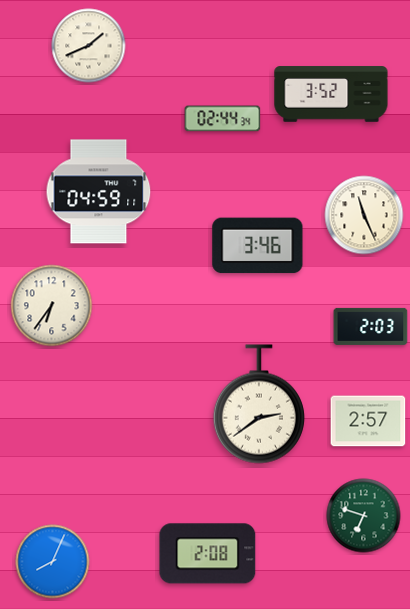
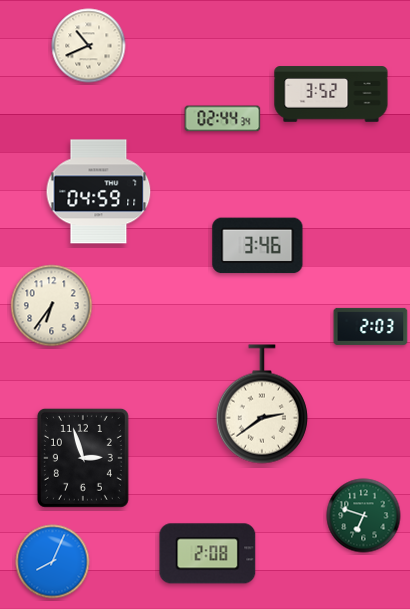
clock at (89, 46): 1:41 -> 10:41
clock at (364, 215): 11:26 -> none
clock at (259, 404) position: (259, 404) -> (262, 404)
clock at (368, 421): 2:57 -> none
clock at (83, 458): none -> 2:57
